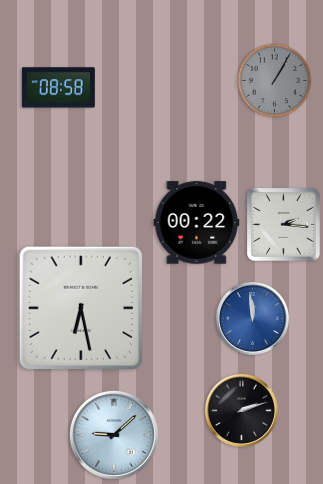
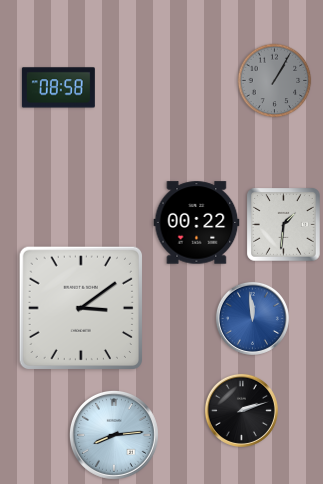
clock at (284, 225): 2:16 -> 1:31
clock at (81, 308): 6:28 -> 3:09
clock at (114, 435): 9:08 -> 8:14
